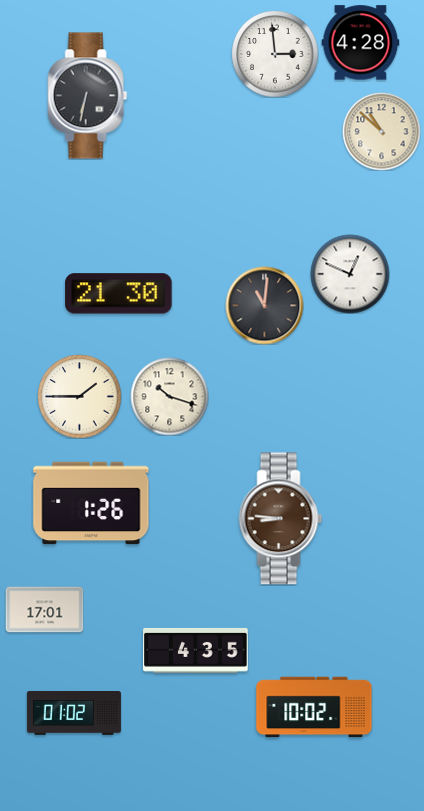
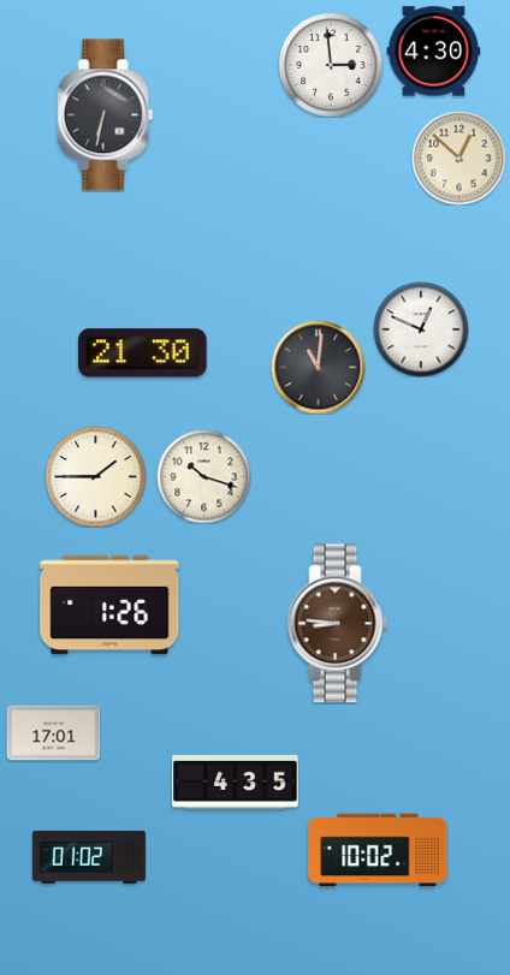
clock at (360, 43): 4:28 -> 4:30
clock at (381, 131): 10:52 -> 12:52
